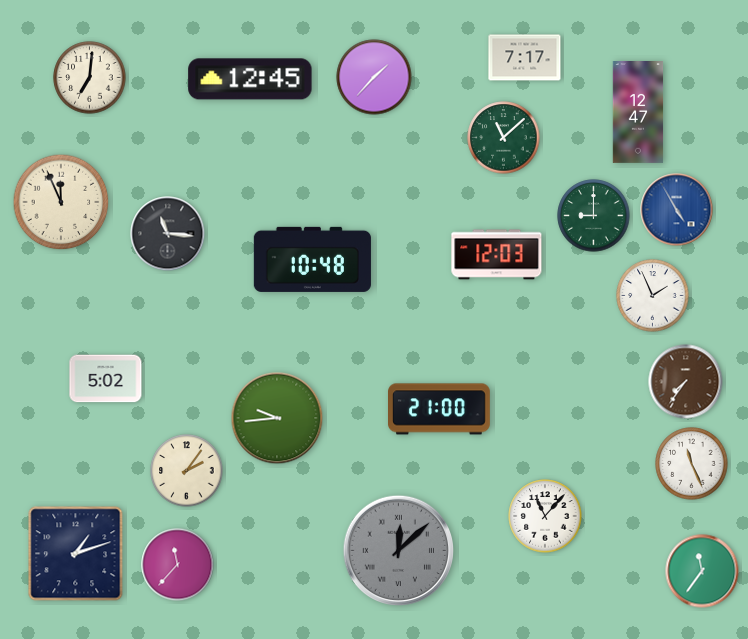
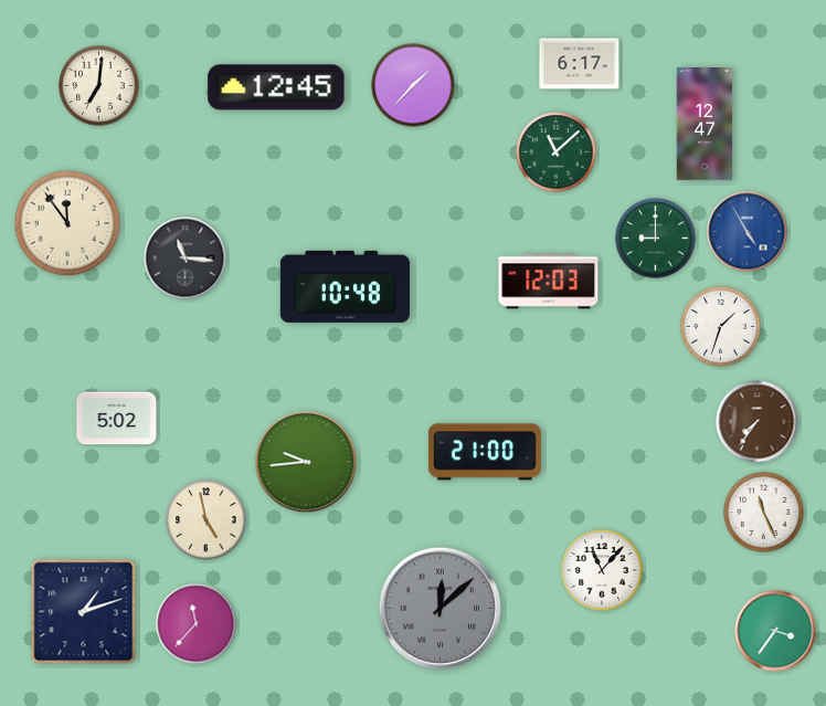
clock at (525, 58): 7:17 -> 6:17
clock at (61, 202): 11:56 -> 11:54
clock at (653, 296): 1:56 -> 1:33
clock at (187, 471): 2:06 -> 4:58
clock at (702, 571): 11:36 -> 3:36
